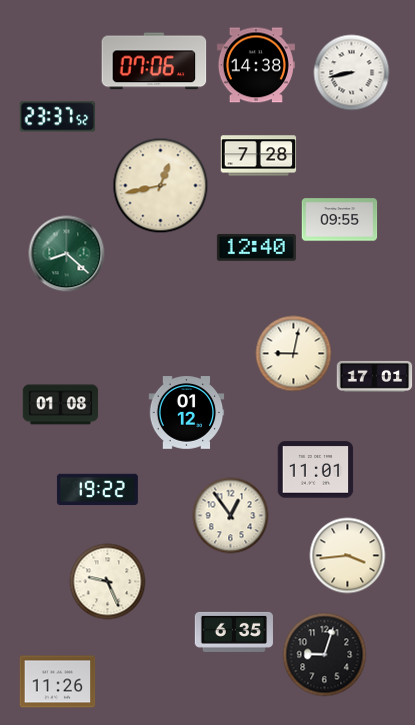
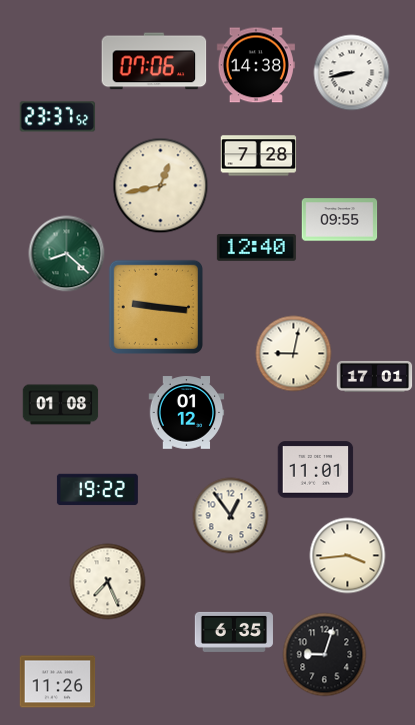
clock at (156, 307): none -> 9:16
clock at (108, 582): 9:26 -> 7:26
